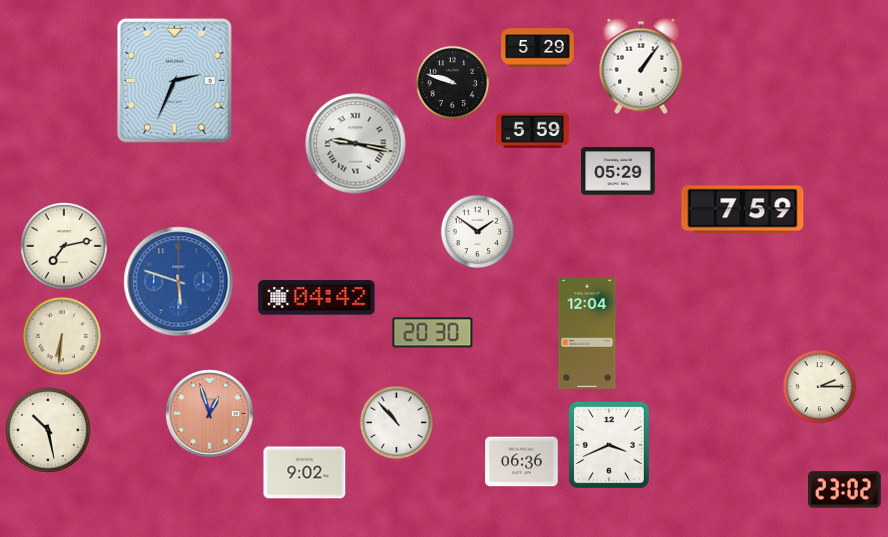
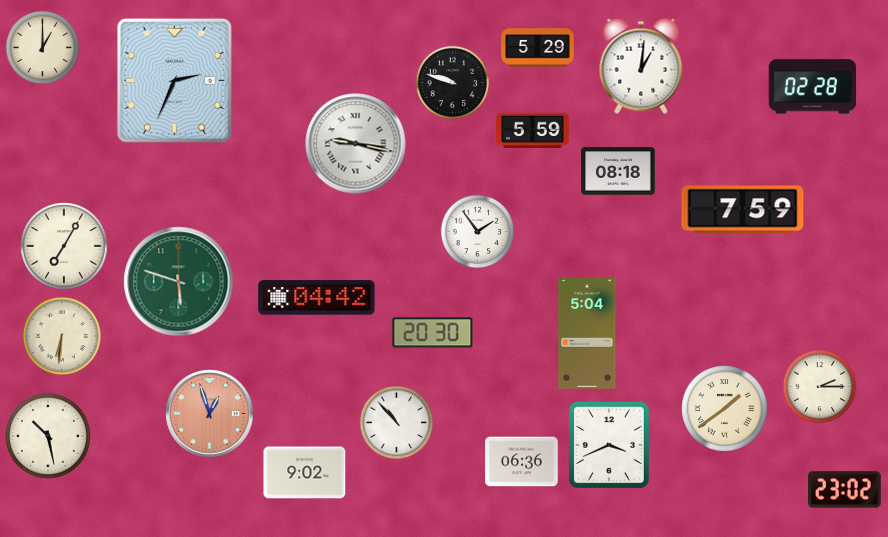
clock at (43, 48): none -> 1:00
clock at (641, 66): 1:06 -> 1:01
clock at (813, 87): none -> 02:28
clock at (618, 171): 05:29 -> 08:18
clock at (478, 232): 1:51 -> 1:54
clock at (64, 246): 7:13 -> 7:05
clock at (179, 282) dial: blue -> green
clock at (587, 334): 12:04 -> 5:04
clock at (725, 409): none -> 1:39
clock at (49, 431) position: (49, 431) -> (49, 437)
